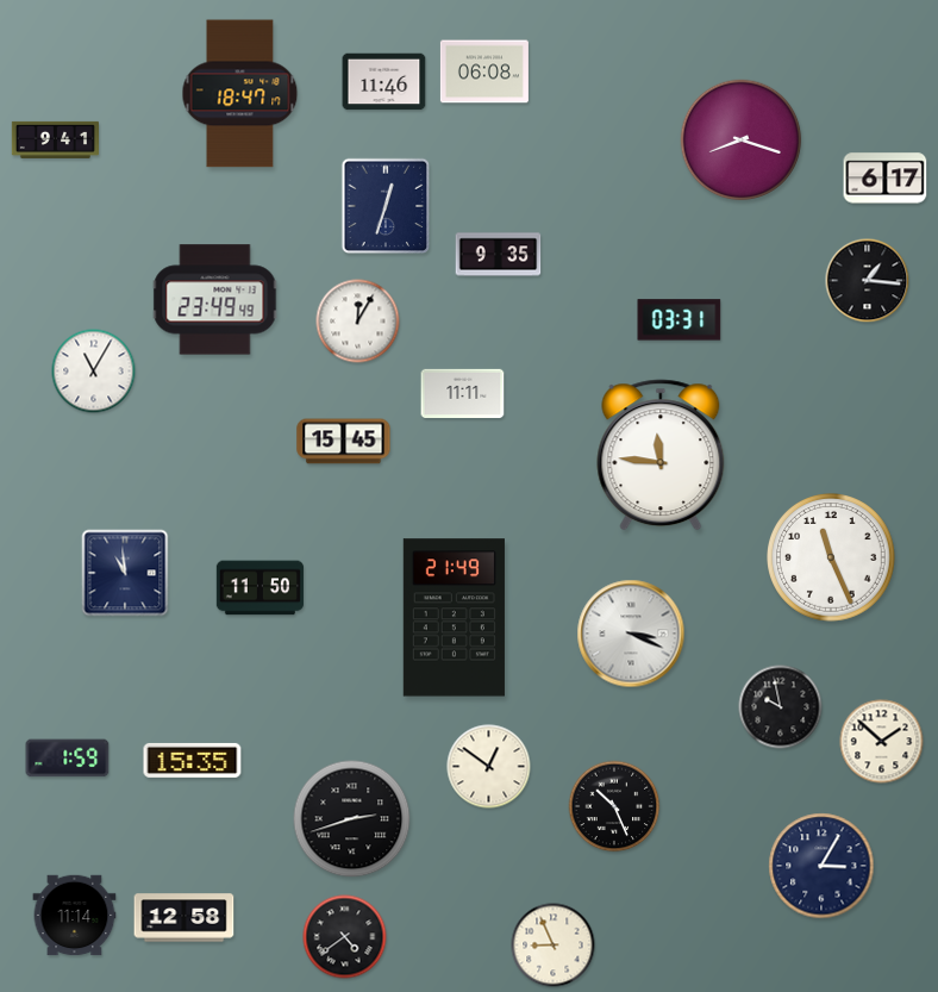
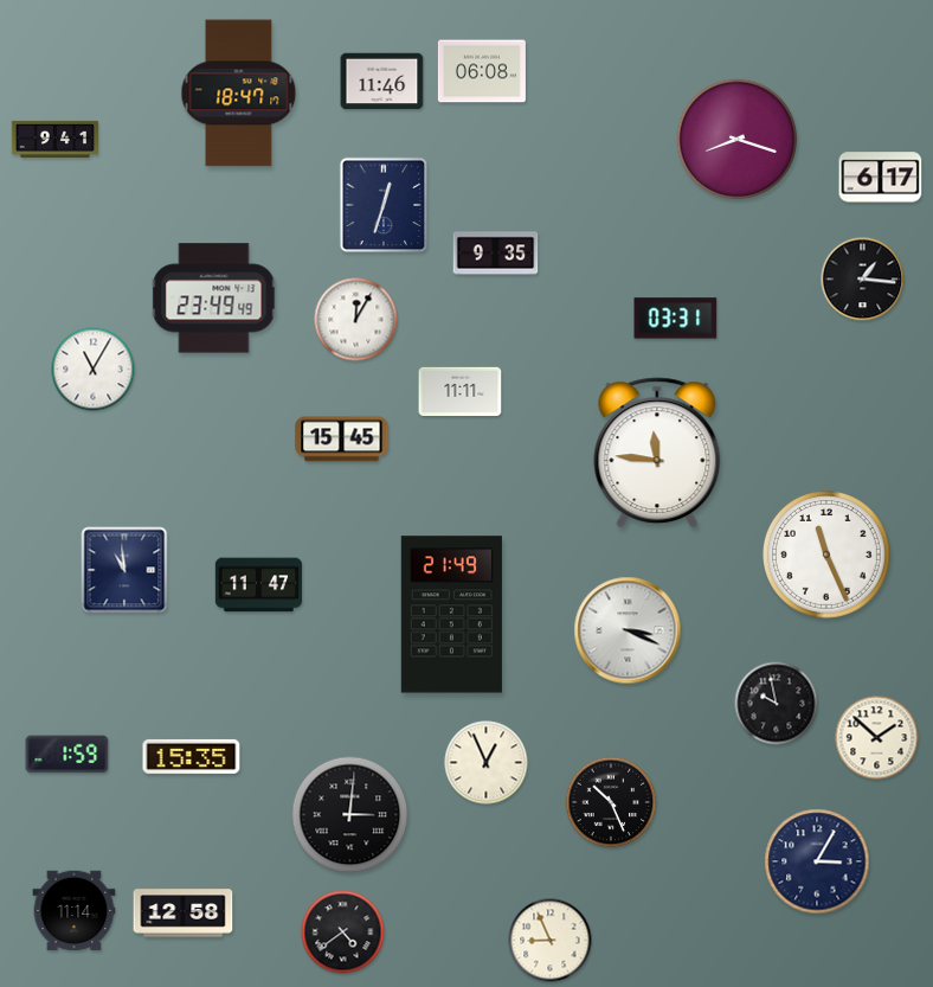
clock at (259, 588): 11:50 -> 11:47
clock at (489, 767): 12:51 -> 12:56
clock at (352, 819): 2:42 -> 3:01
